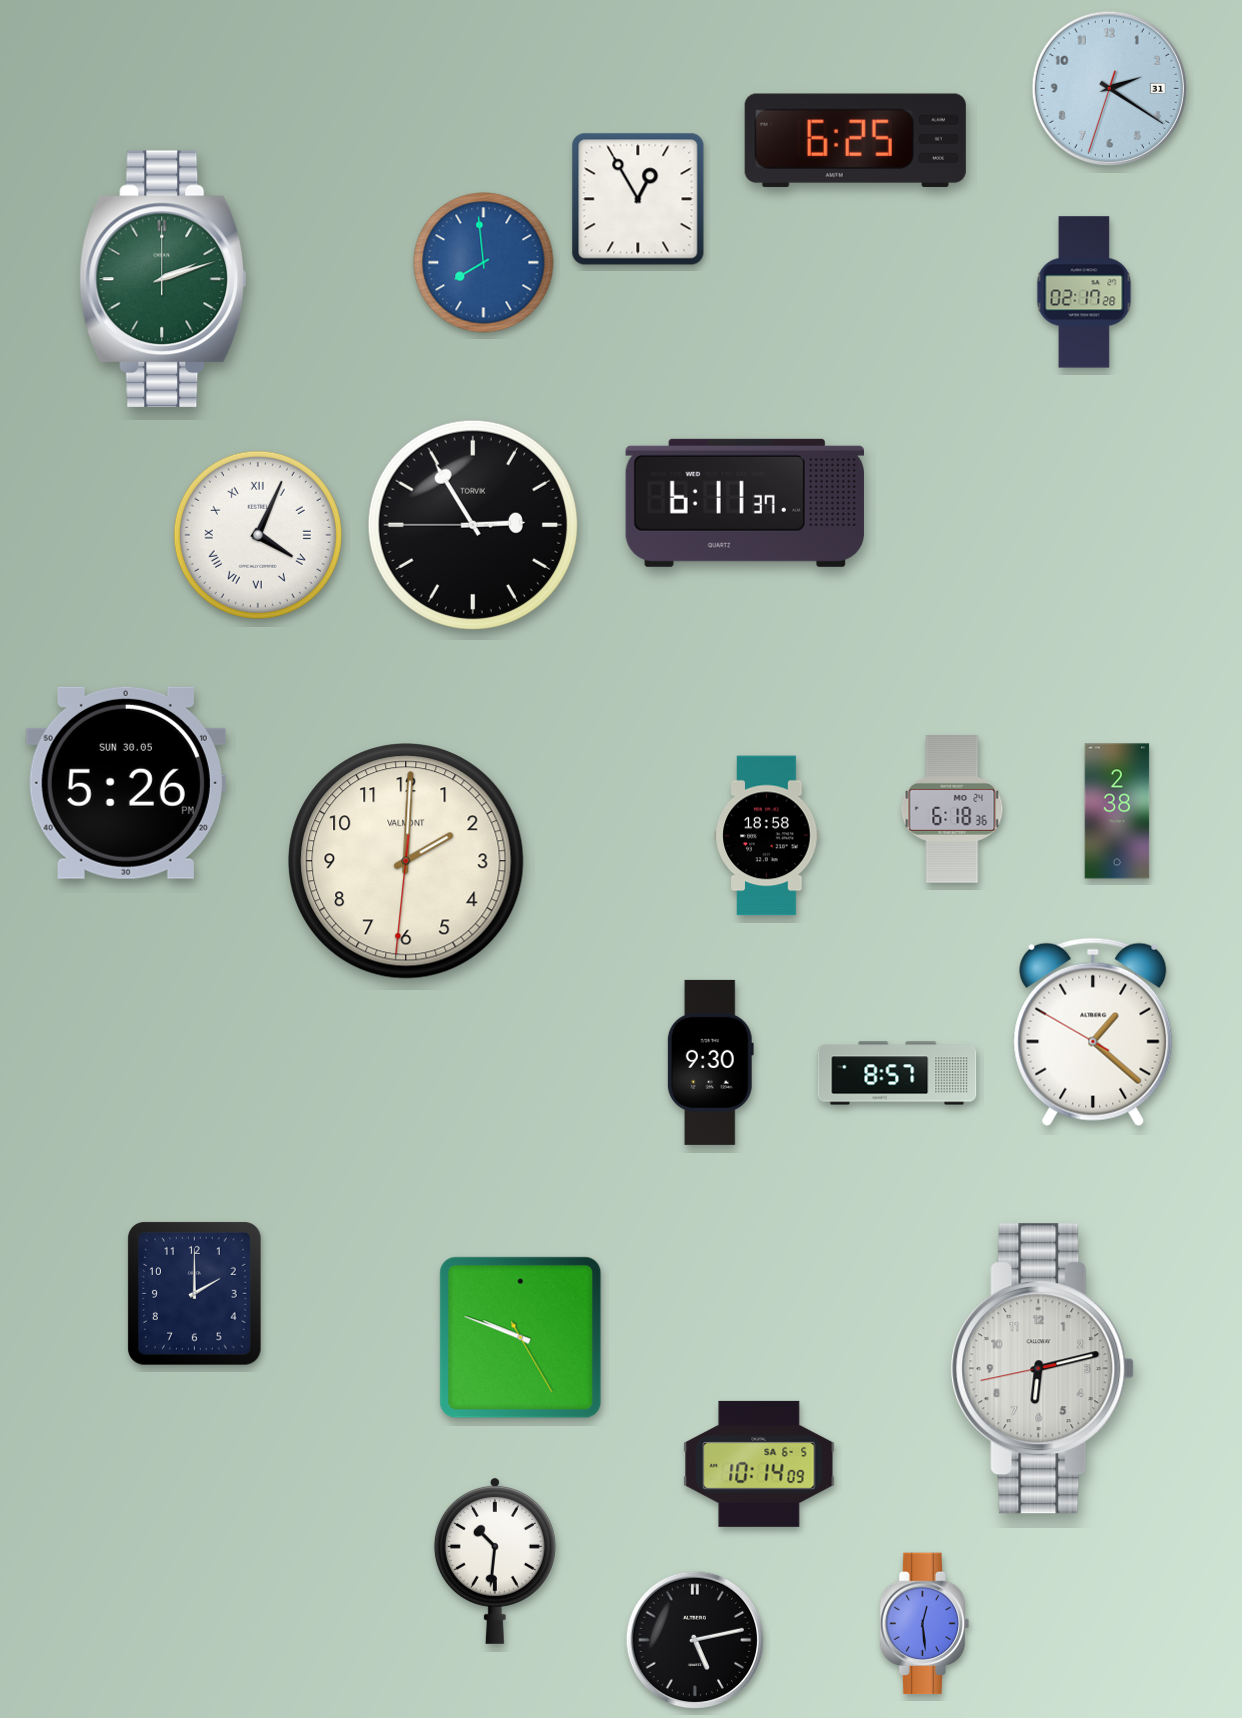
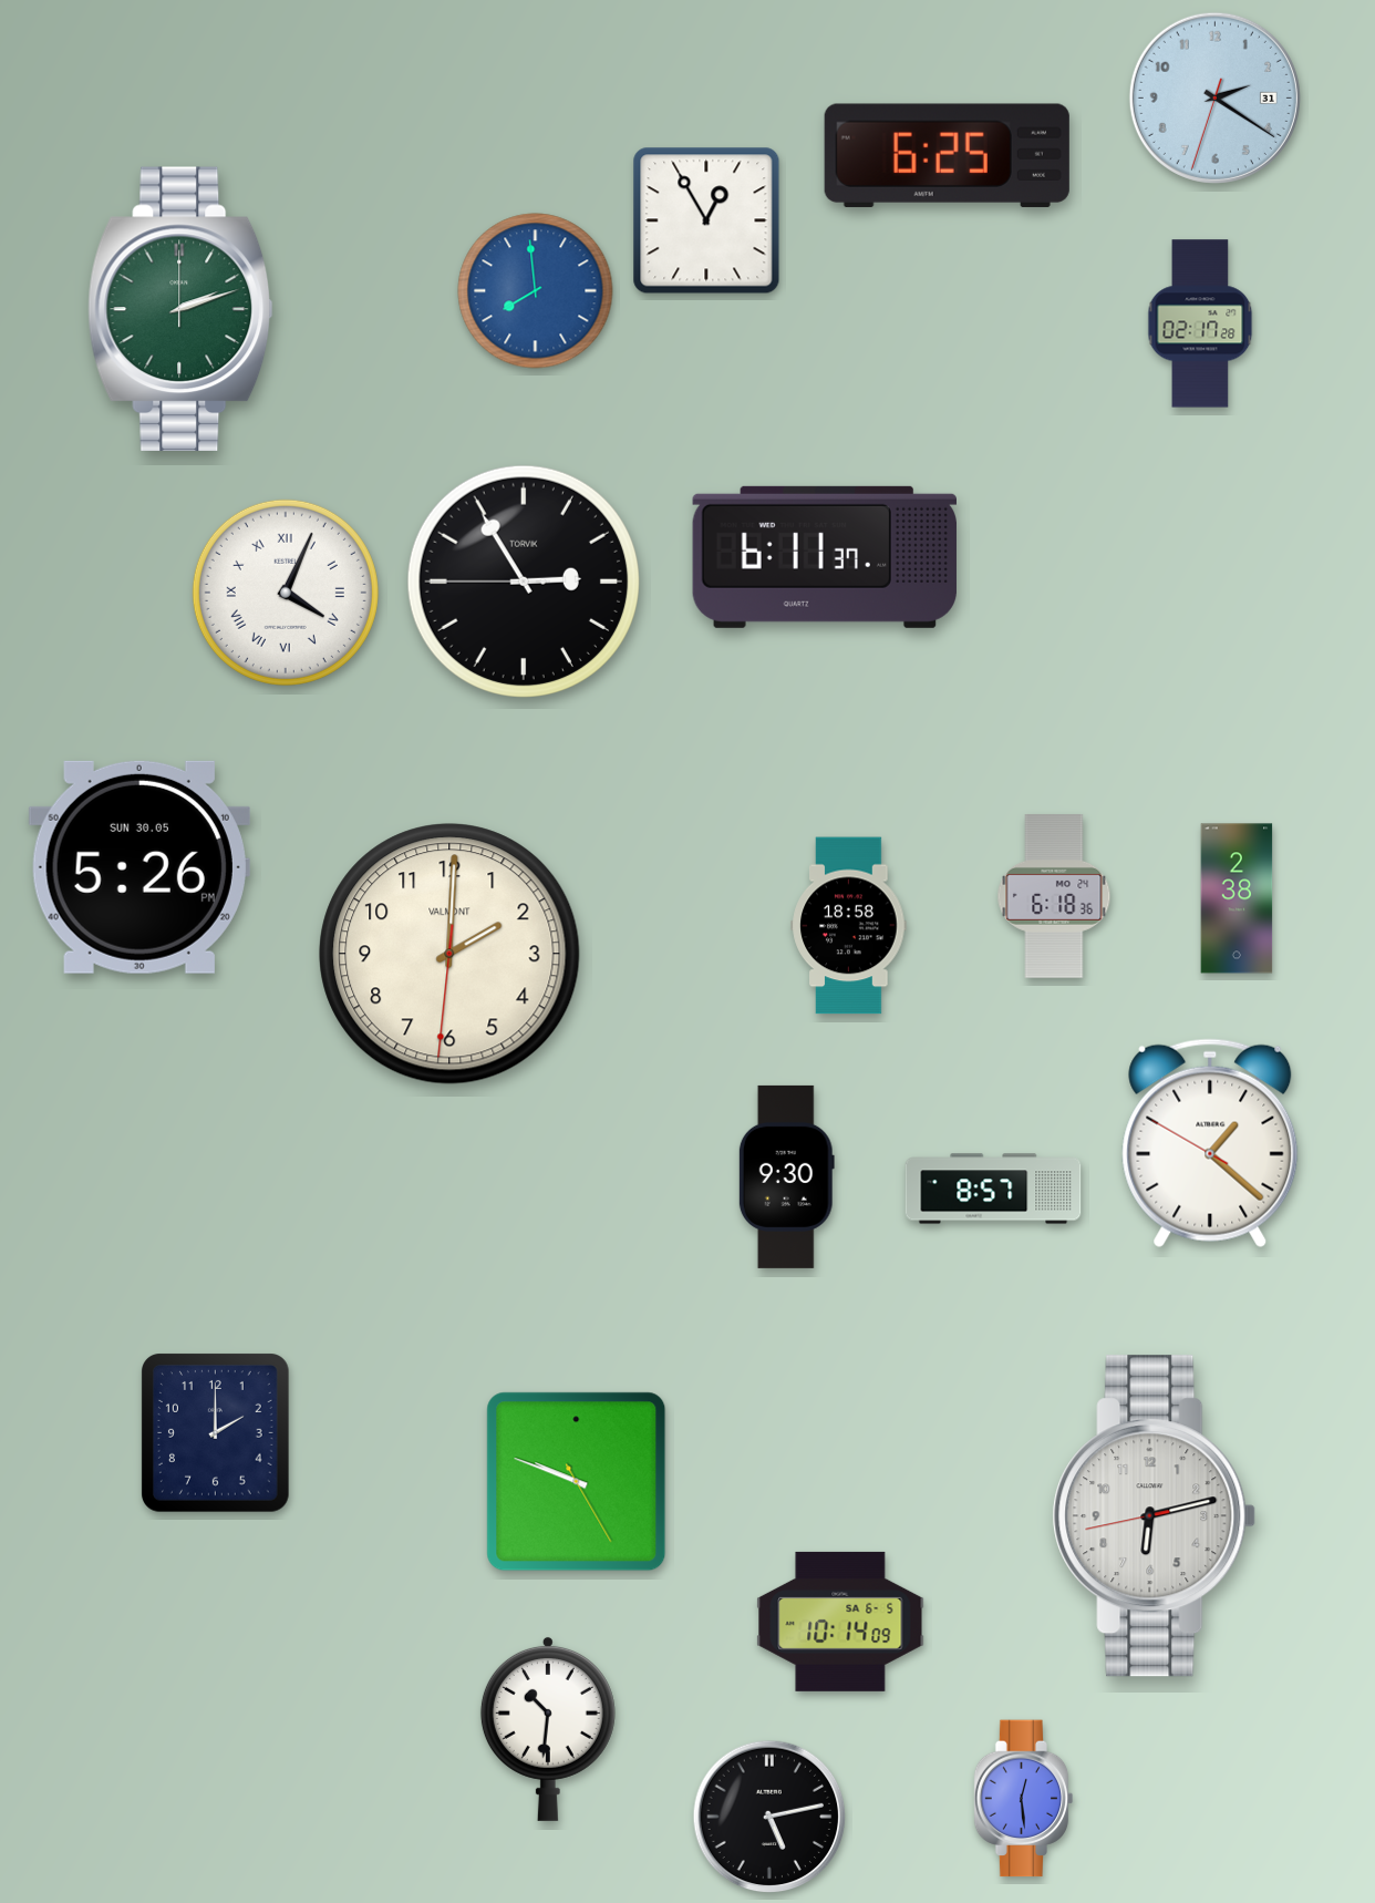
clock at (1109, 88) position: (1109, 88) -> (1214, 97)
